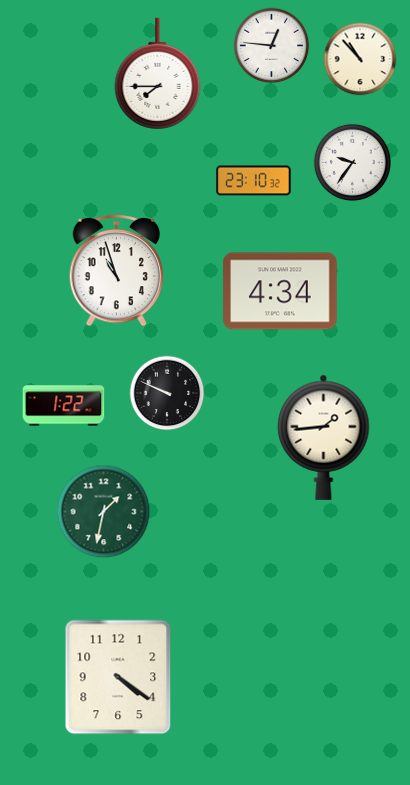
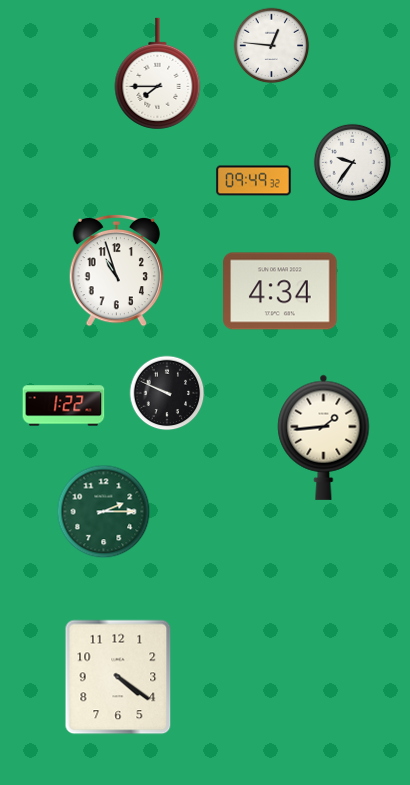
clock at (360, 59): 10:53 -> none
clock at (254, 181): 23:10 -> 09:49
clock at (104, 512): 1:32 -> 2:15
